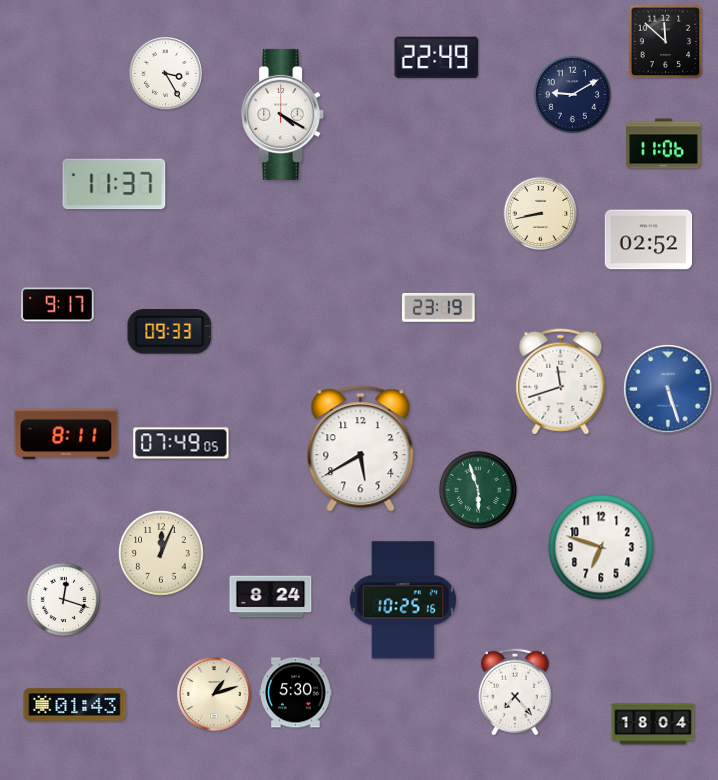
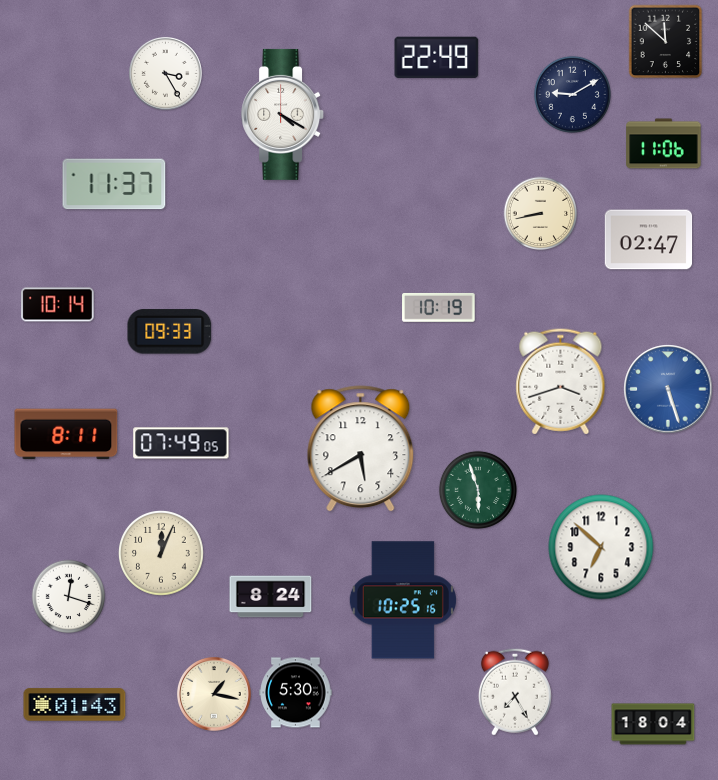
clock at (649, 240): 02:52 -> 02:47
clock at (58, 305): 9:17 -> 10:14
clock at (439, 308): 23:19 -> 10:19
clock at (561, 382): 11:42 -> 3:42
clock at (601, 547): 6:48 -> 6:52
clock at (64, 600) position: (64, 600) -> (69, 597)
clock at (515, 692): 7:23 -> 7:25
clock at (215, 695): 1:12 -> 1:17
